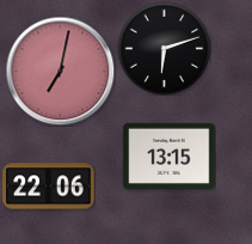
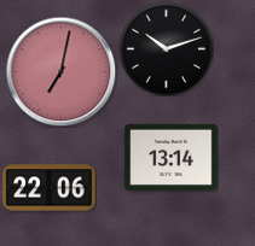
clock at (164, 48): 6:12 -> 10:12
clock at (170, 155): 13:15 -> 13:14
